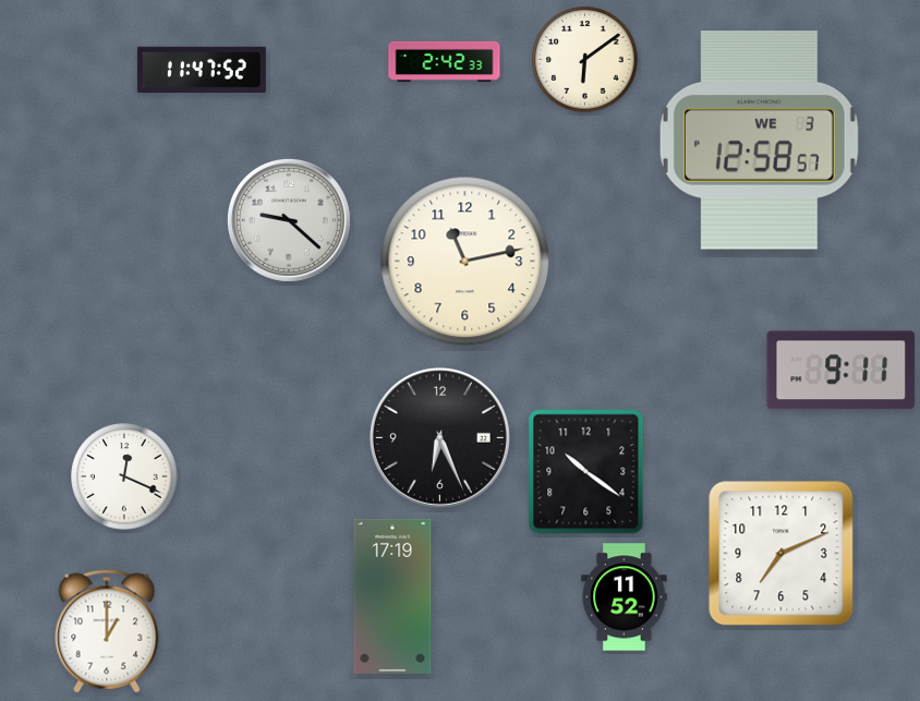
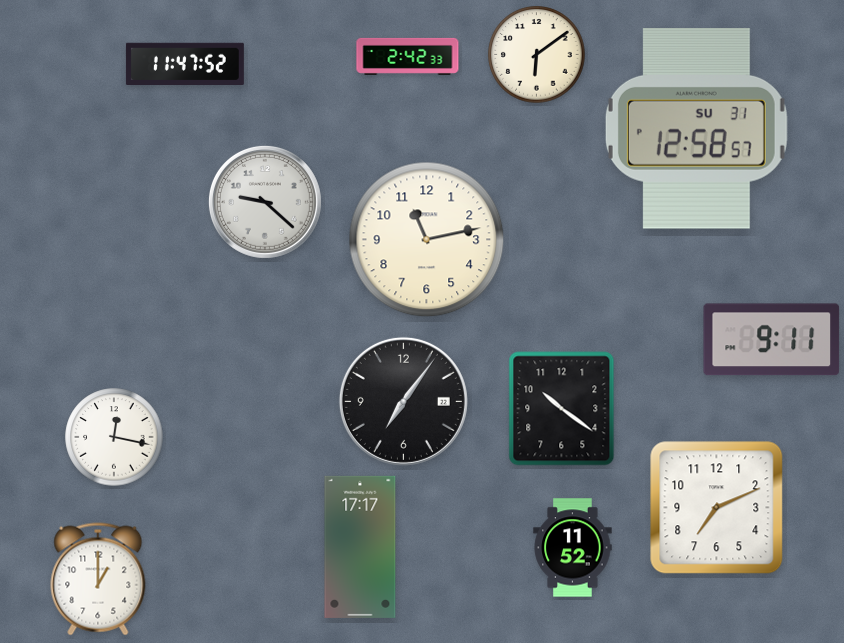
clock at (759, 141) date: WE 3 -> SU 31
clock at (439, 437): 6:26 -> 7:06
clock at (586, 472) position: (586, 472) -> (562, 409)
clock at (124, 476): 12:19 -> 12:17
clock at (392, 596): 17:19 -> 17:17
